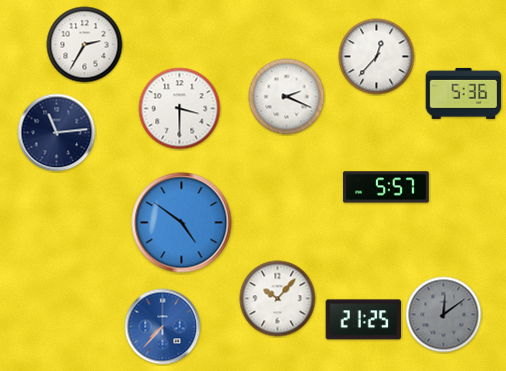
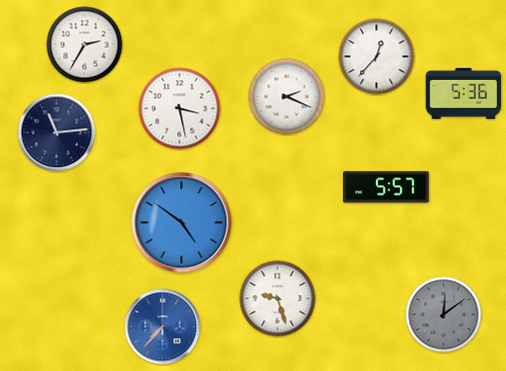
clock at (180, 109): 3:30 -> 3:28
clock at (278, 299): 10:07 -> 9:27
clock at (364, 320): 21:25 -> none
